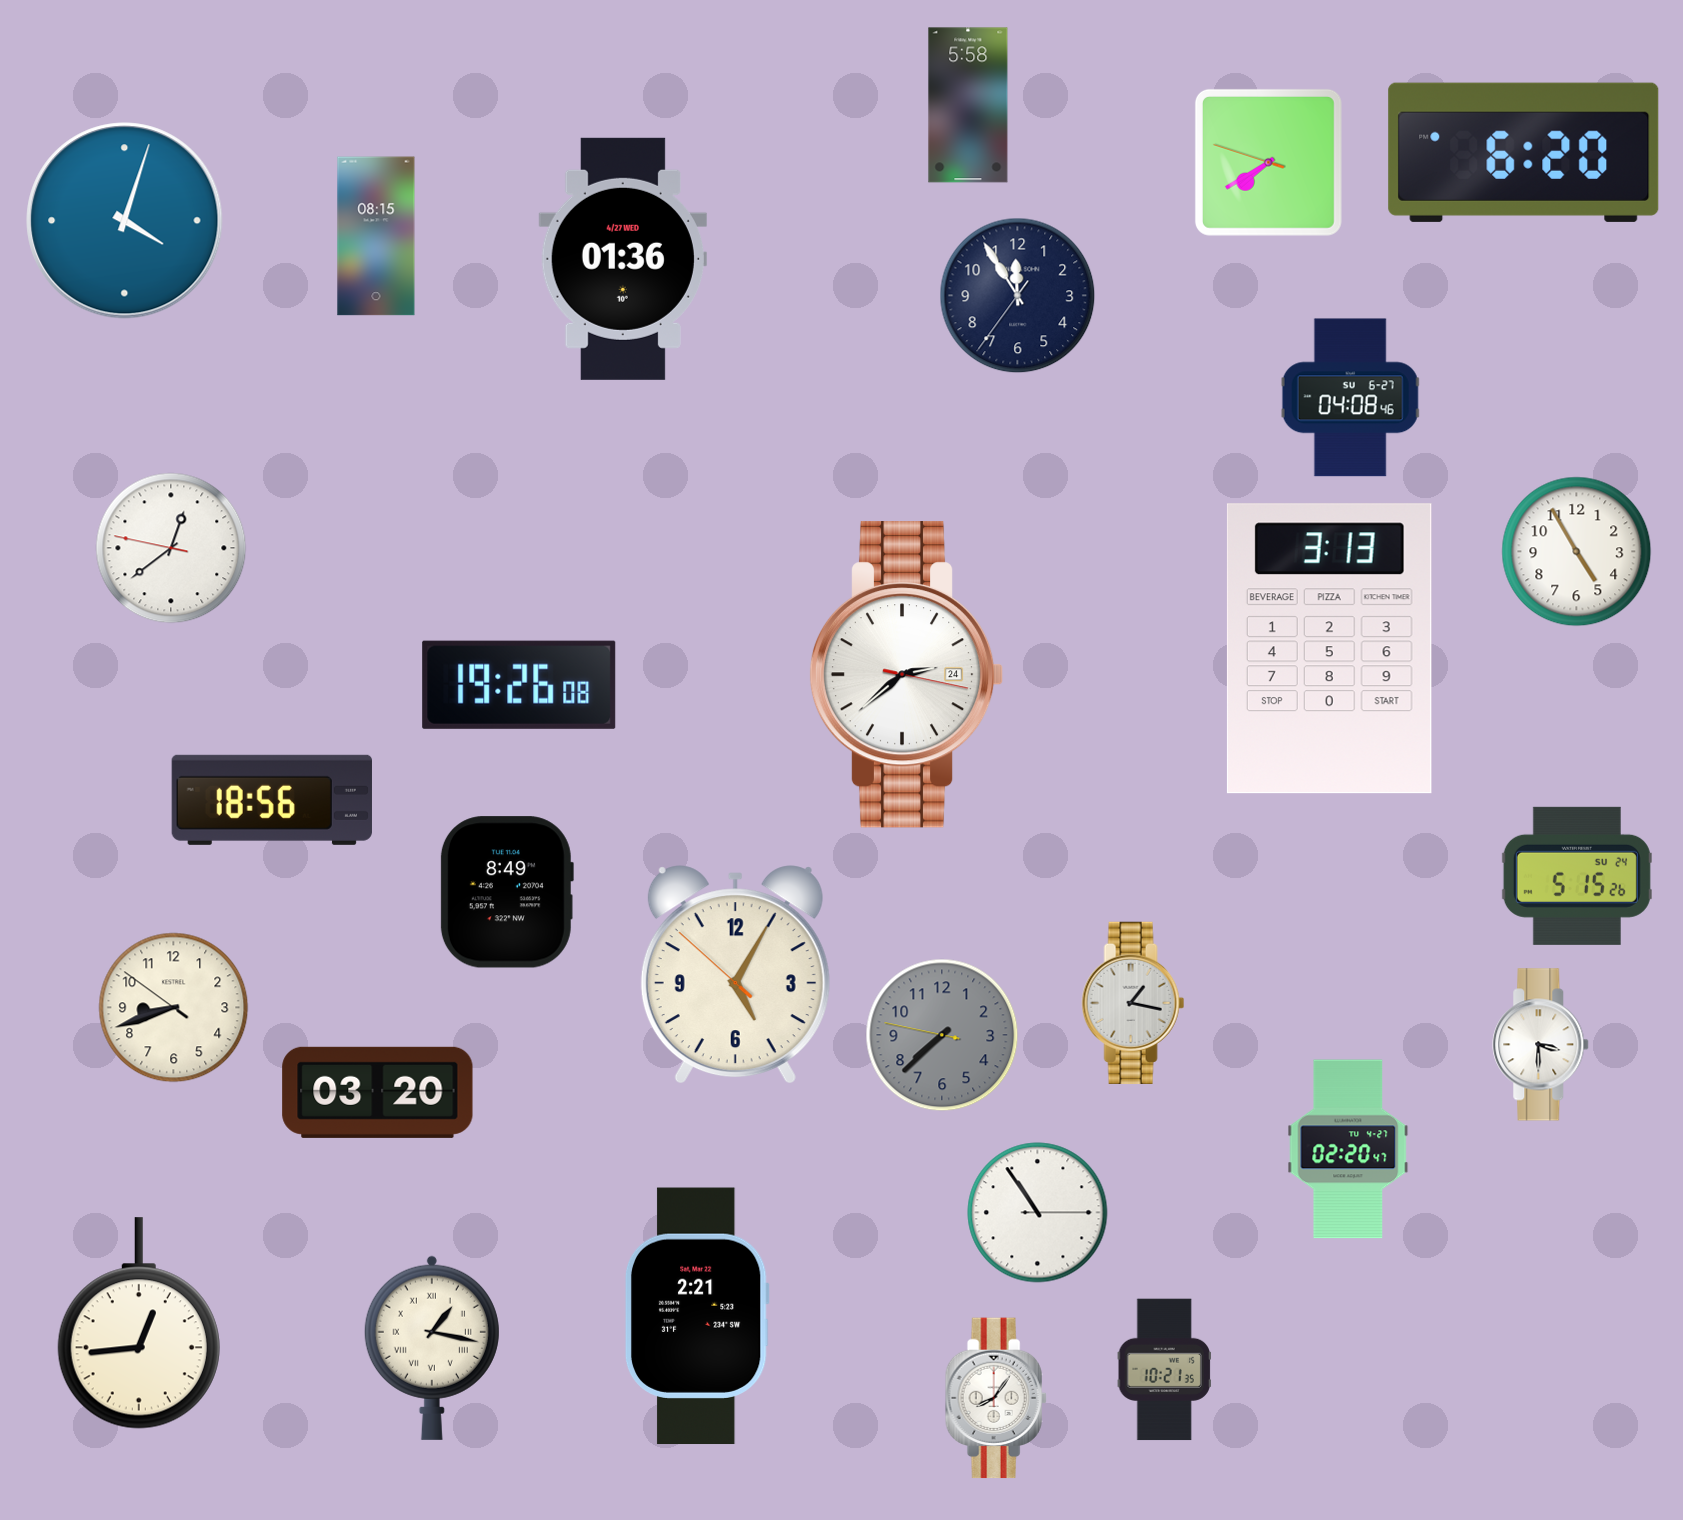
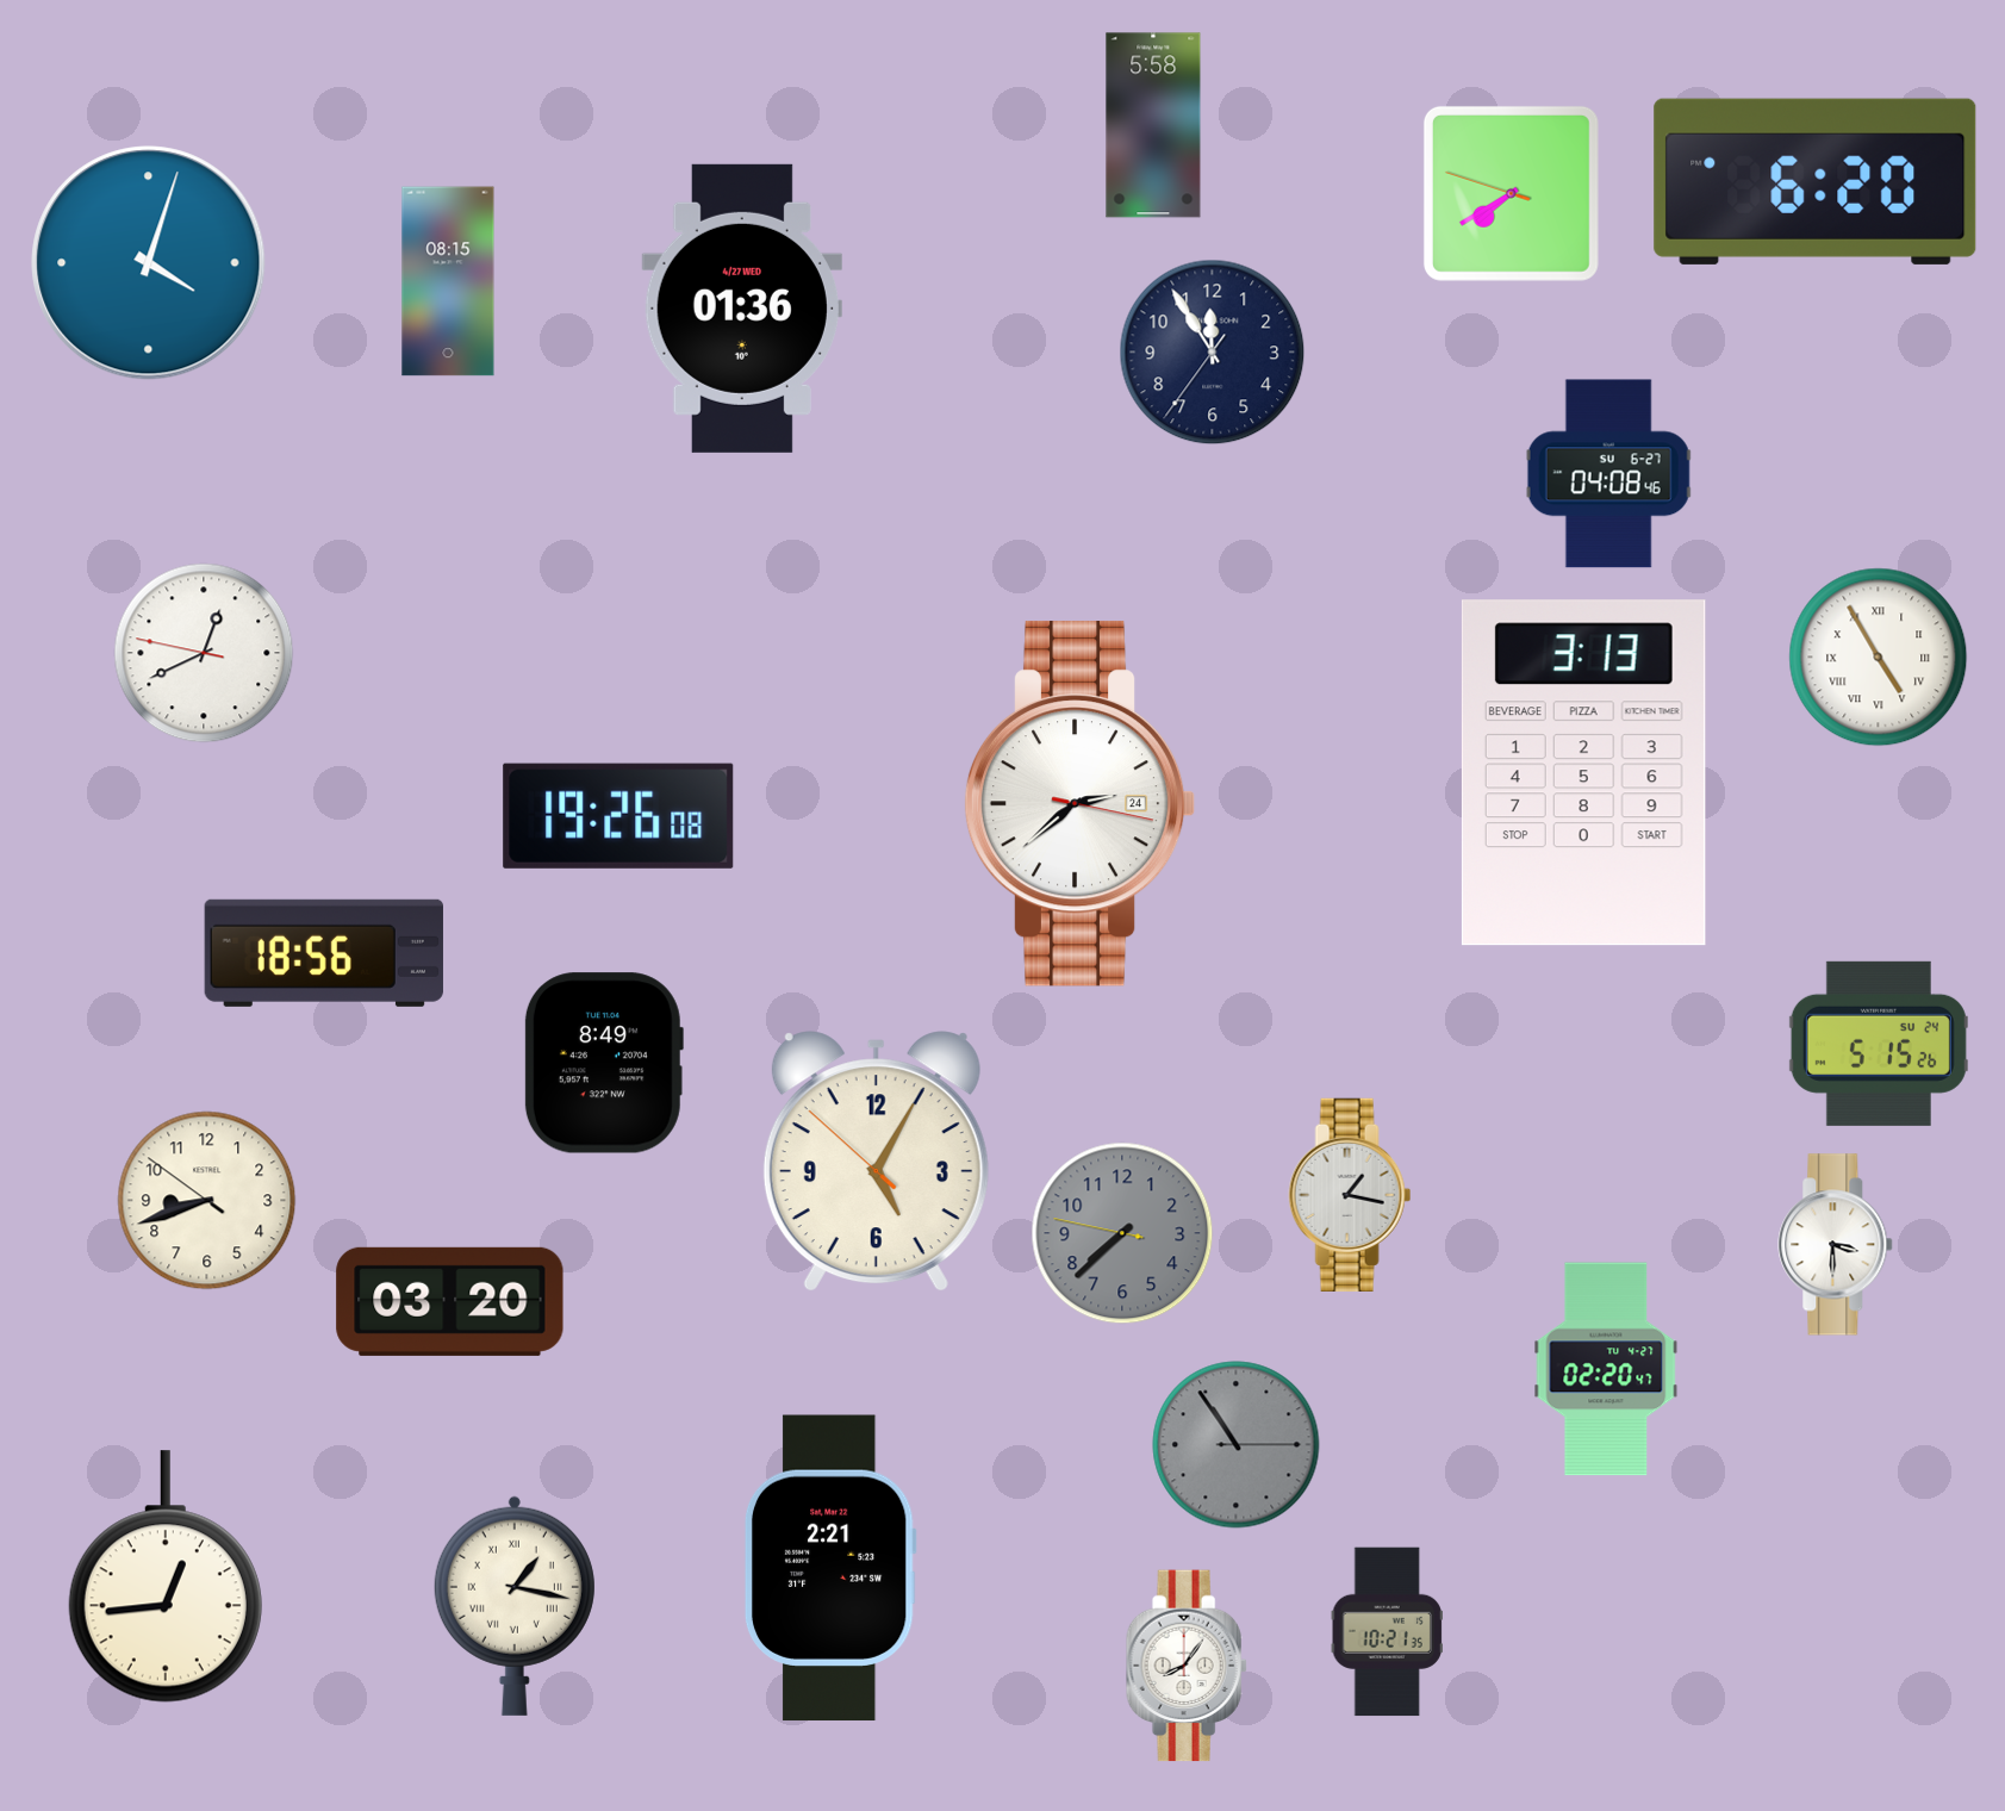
clock at (171, 548): 12:38 -> 12:40
clock at (1577, 552) numerals: Arabic -> Roman
clock at (1038, 1213) dial: white -> grey
